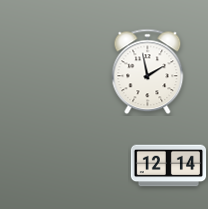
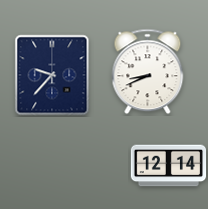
clock at (148, 72): 1:58 -> 8:41
clock at (52, 75): none -> 9:37
